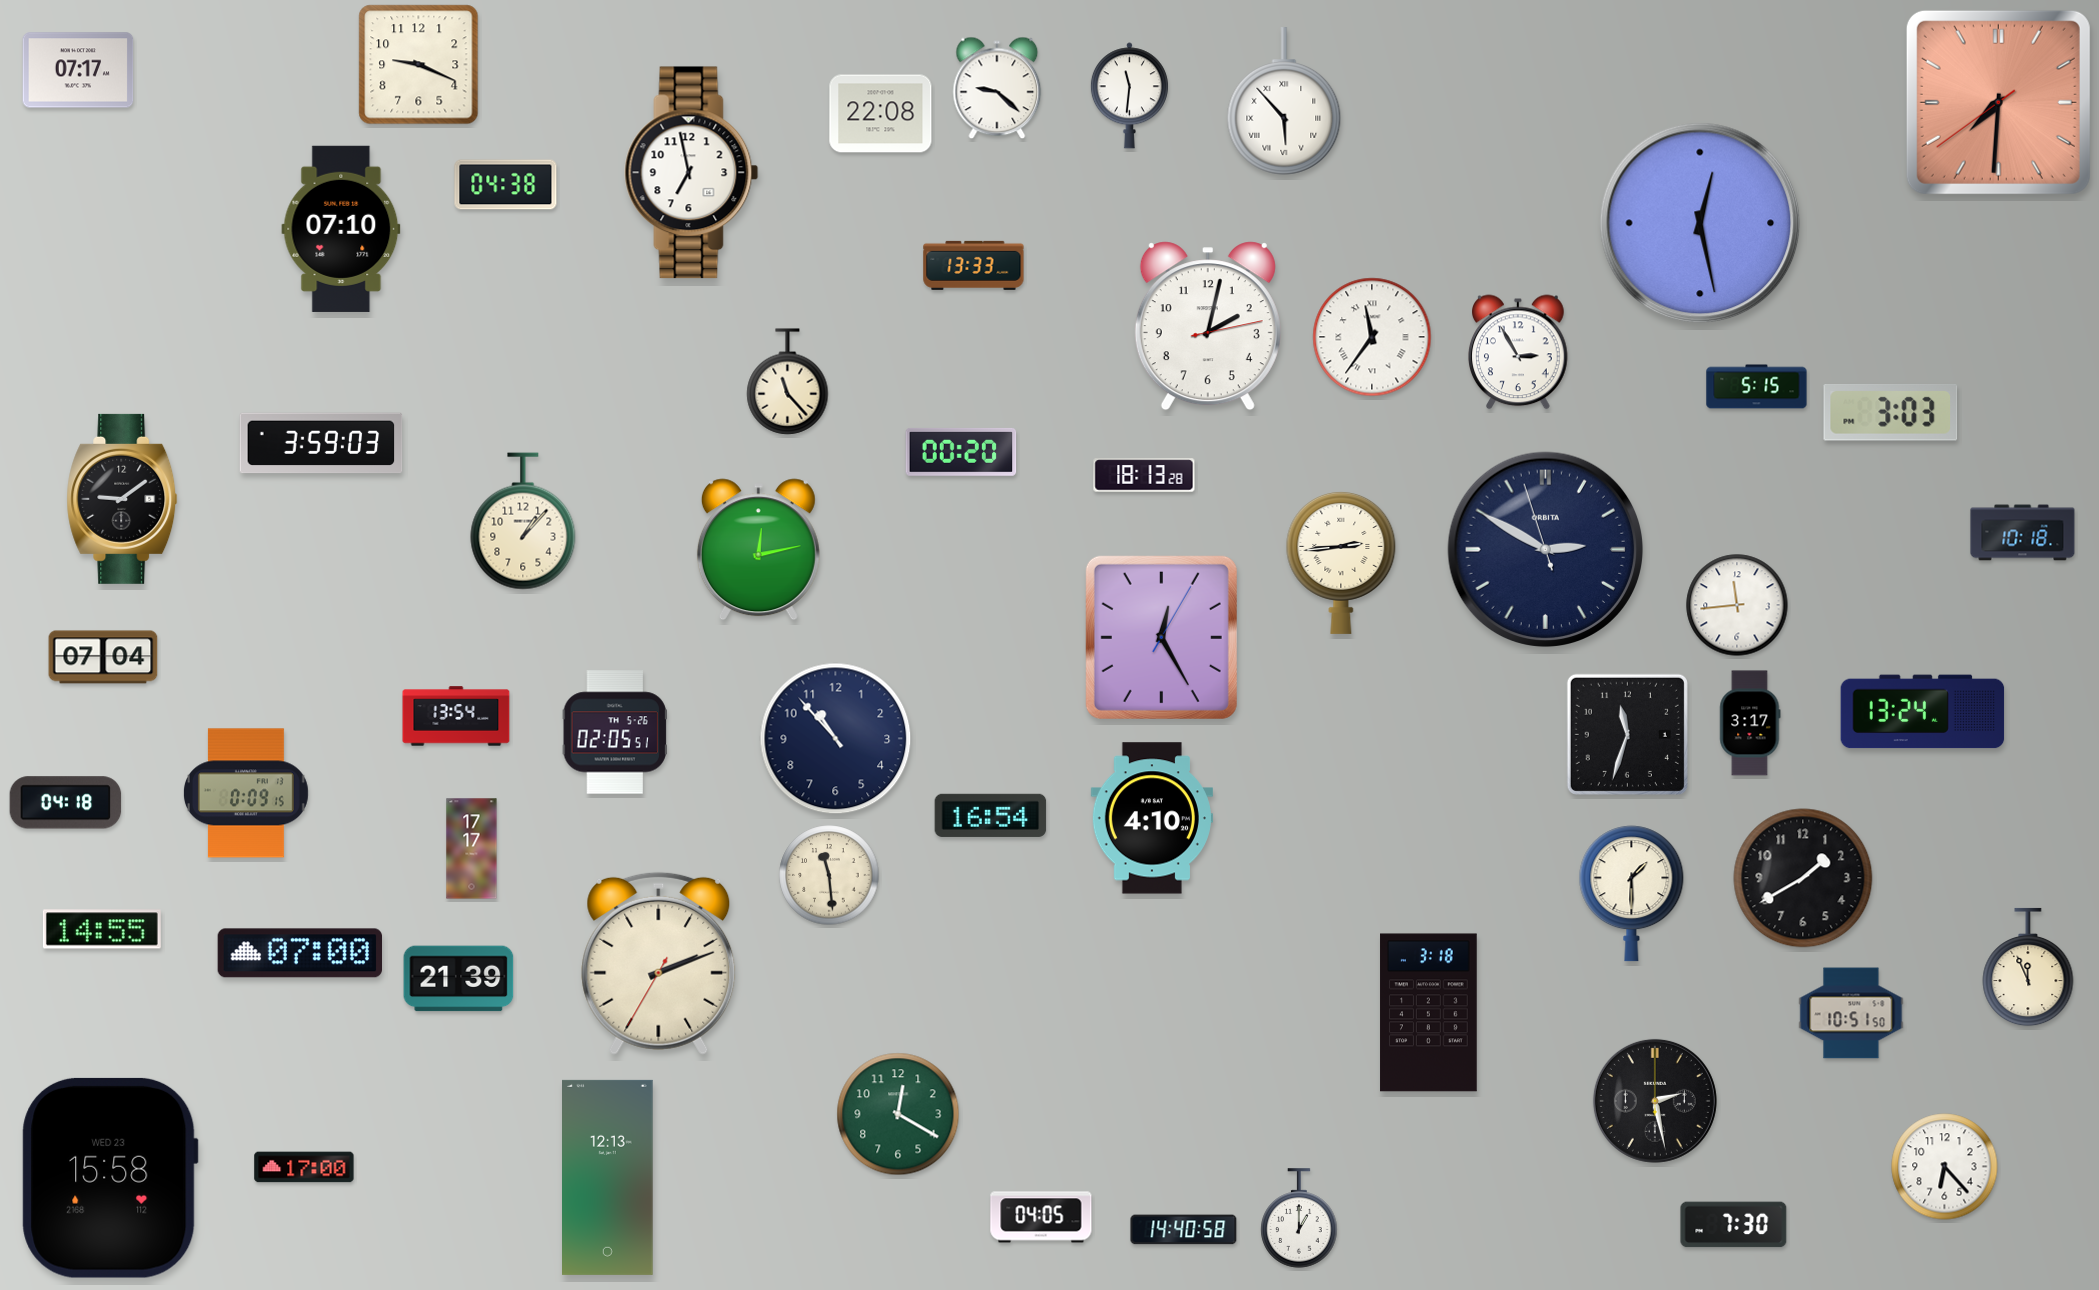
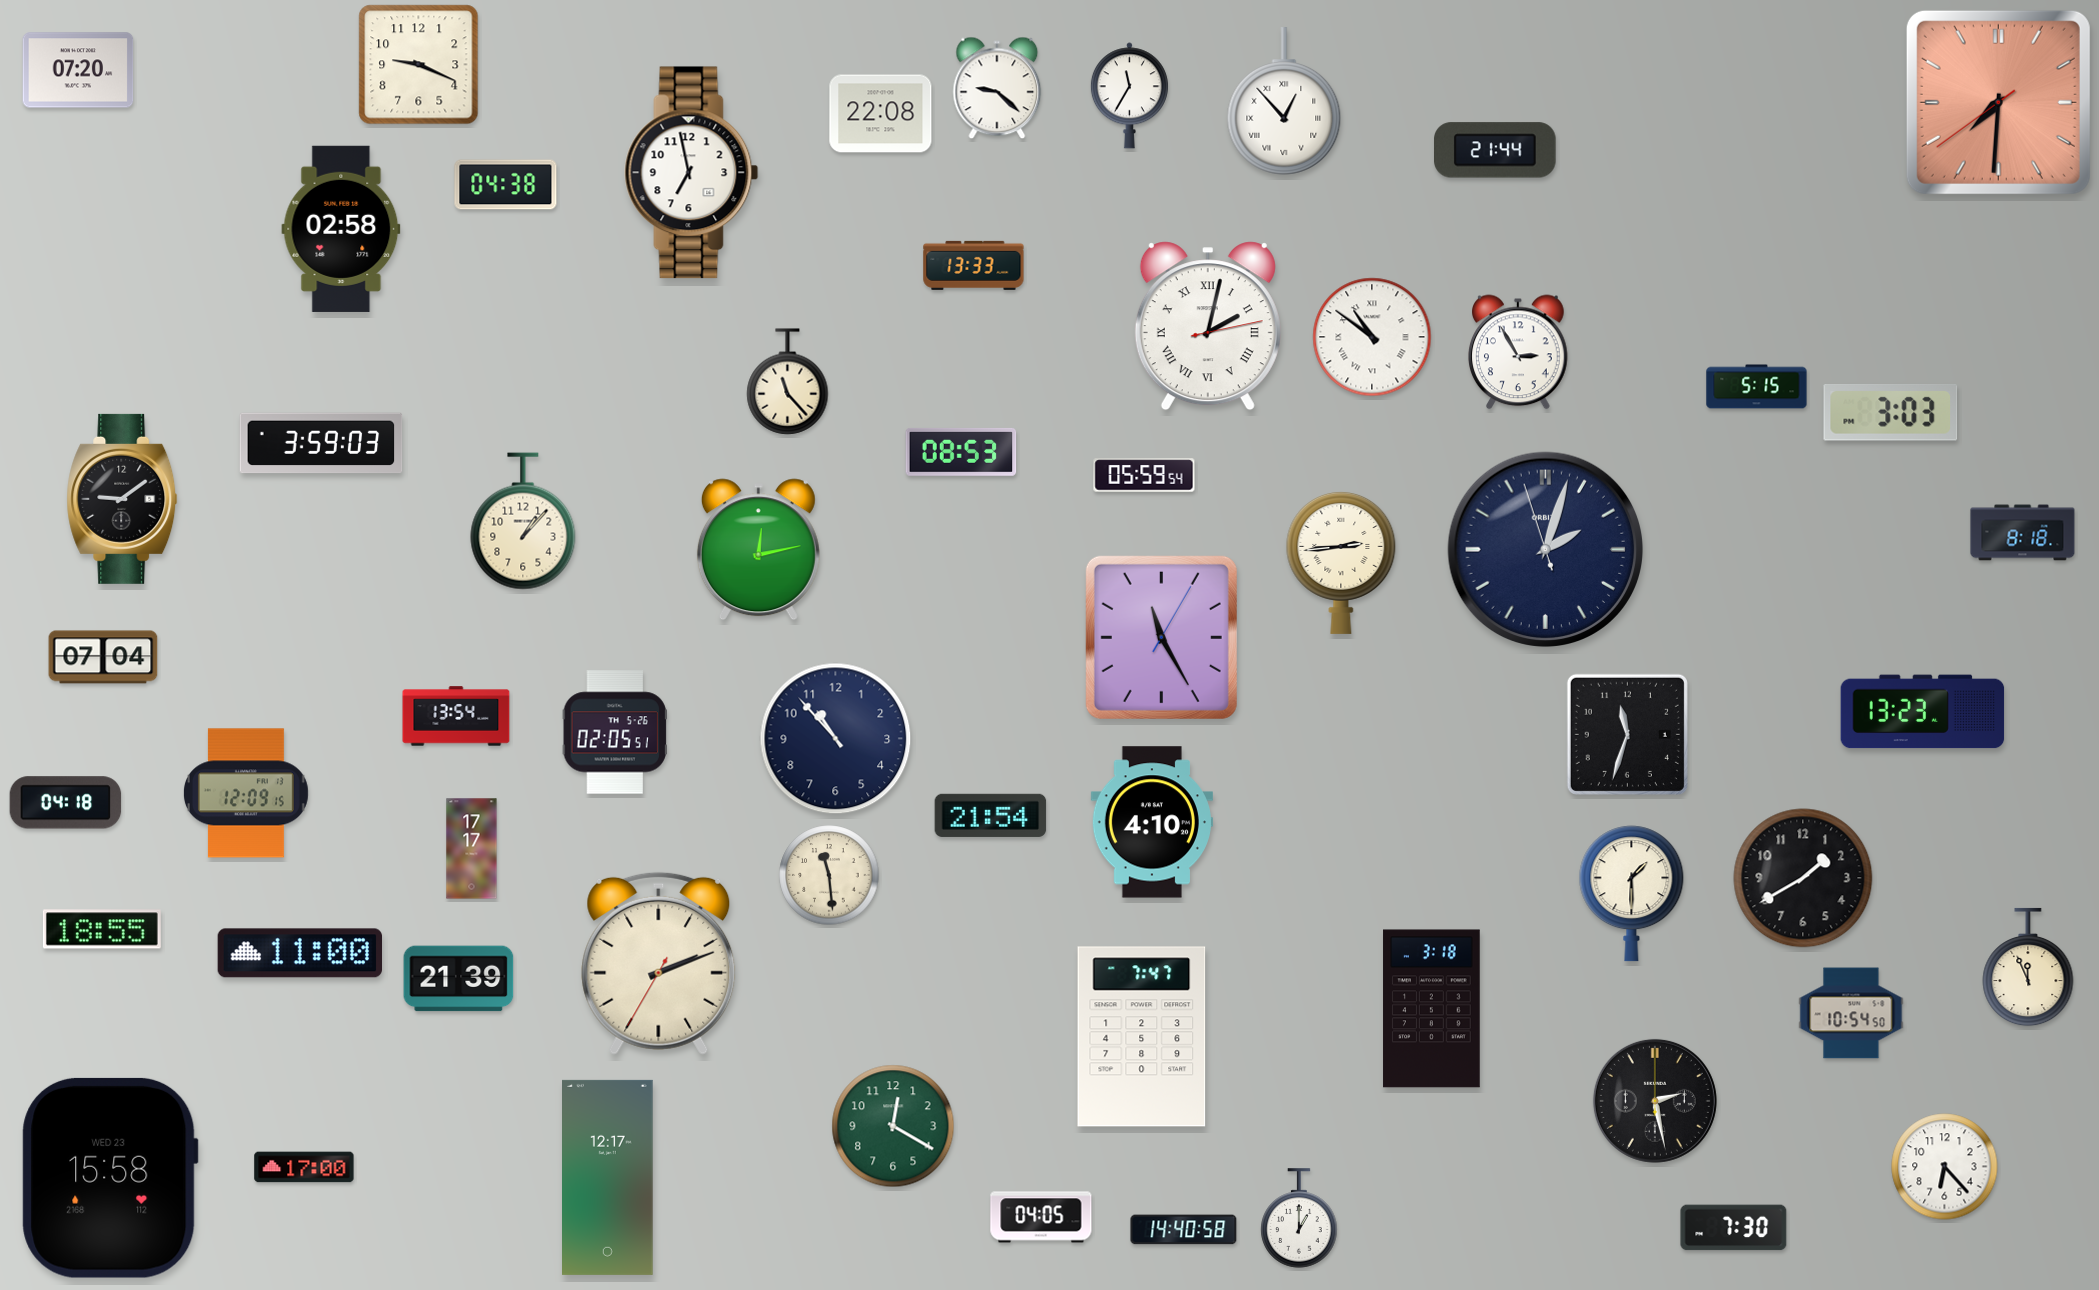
clock at (78, 70): 07:17 -> 07:20
clock at (1129, 96): 11:31 -> 11:35
clock at (1284, 101): 5:53 -> 12:53
clock at (1495, 150): none -> 21:44
clock at (1700, 223): 12:28 -> none
clock at (341, 229): 07:10 -> 02:58
clock at (1208, 326) numerals: Arabic -> Roman
clock at (1372, 337): 11:36 -> 10:51
clock at (961, 452): 00:20 -> 08:53
clock at (1144, 475): 18:13 -> 05:59
clock at (2023, 533): 10:18 -> 8:18
clock at (1546, 550): 2:49 -> 2:02
clock at (1737, 605): 11:44 -> none
clock at (1161, 637): 12:25 -> 11:25
clock at (1923, 712): 13:24 -> 13:23
clock at (1750, 723): 3:17 -> none
clock at (246, 793): 0:09 -> 12:09
clock at (991, 815): 16:54 -> 21:54
clock at (1152, 818) position: (1152, 818) -> (1152, 822)
clock at (102, 929): 14:55 -> 18:55
clock at (299, 953): 07:00 -> 11:00
clock at (1429, 1013) position: (1429, 1013) -> (1432, 1009)
clock at (1851, 1013): 10:51 -> 10:54
clock at (1142, 1037): none -> 7:47
clock at (898, 1114) position: (898, 1114) -> (893, 1126)
clock at (608, 1177): 12:13 -> 12:17
clock at (1734, 1225) position: (1734, 1225) -> (1734, 1228)
